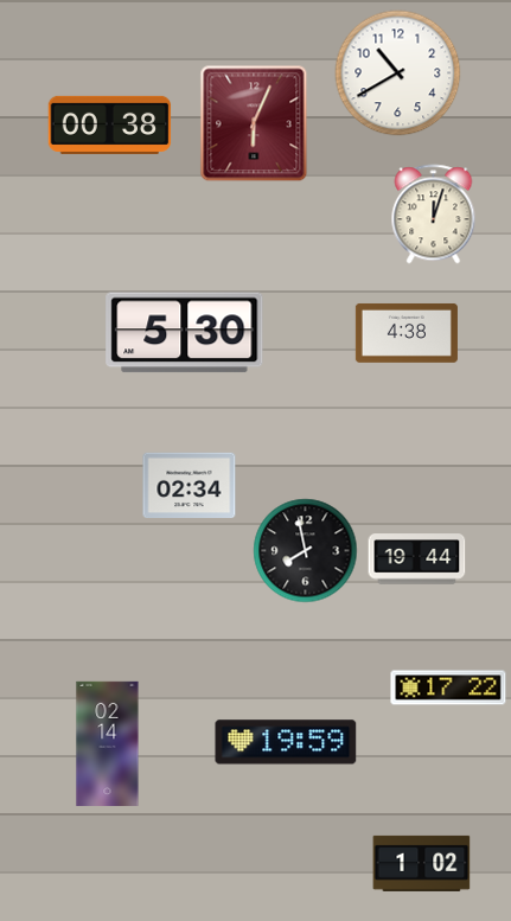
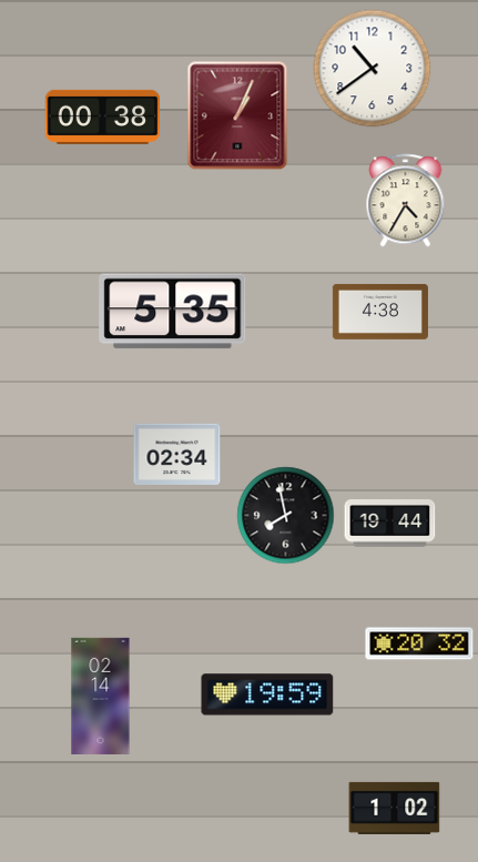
clock at (398, 73): 10:40 -> 10:39
clock at (254, 123): 6:04 -> 1:04
clock at (434, 215): 12:03 -> 4:35
clock at (185, 333): 5:30 -> 5:35
clock at (448, 687): 17:22 -> 20:32
